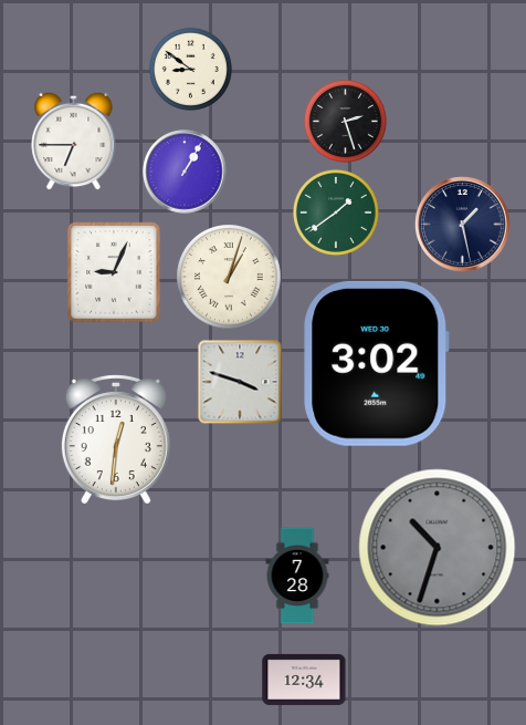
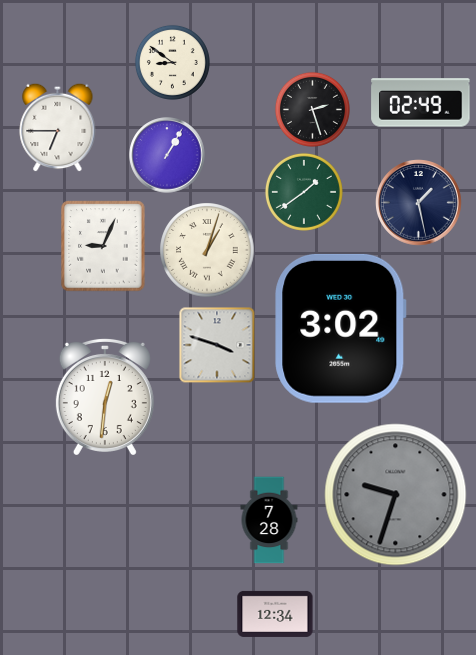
clock at (421, 103): none -> 02:49
clock at (74, 141) position: (74, 141) -> (58, 127)
clock at (438, 548): 10:33 -> 9:33
